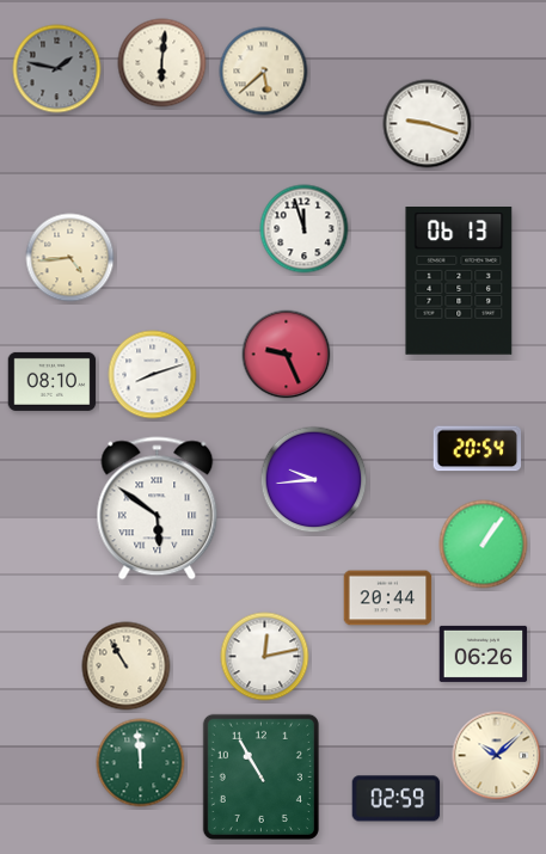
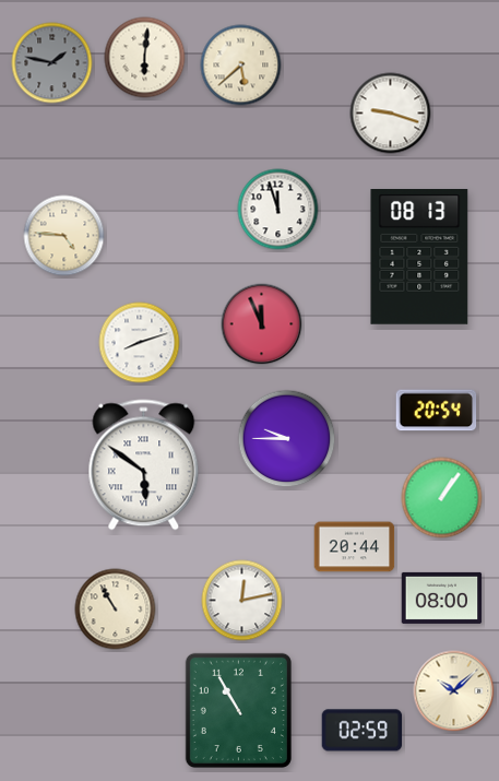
clock at (162, 63) position: (162, 63) -> (145, 58)
clock at (70, 258): 4:44 -> 4:46
clock at (459, 282): 06:13 -> 08:13
clock at (287, 355): 9:26 -> 11:56
clock at (53, 381): 08:10 -> none
clock at (314, 480): 9:44 -> 9:45
clock at (484, 653): 06:26 -> 08:00
clock at (141, 763): 11:59 -> none
